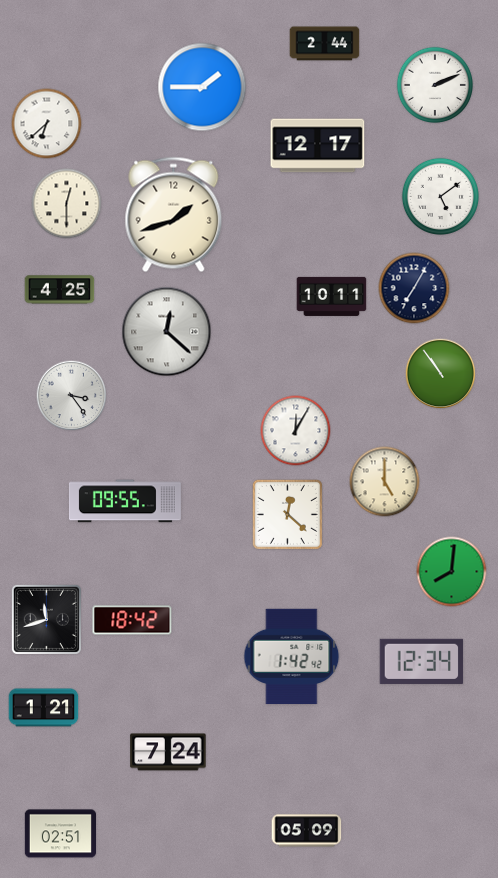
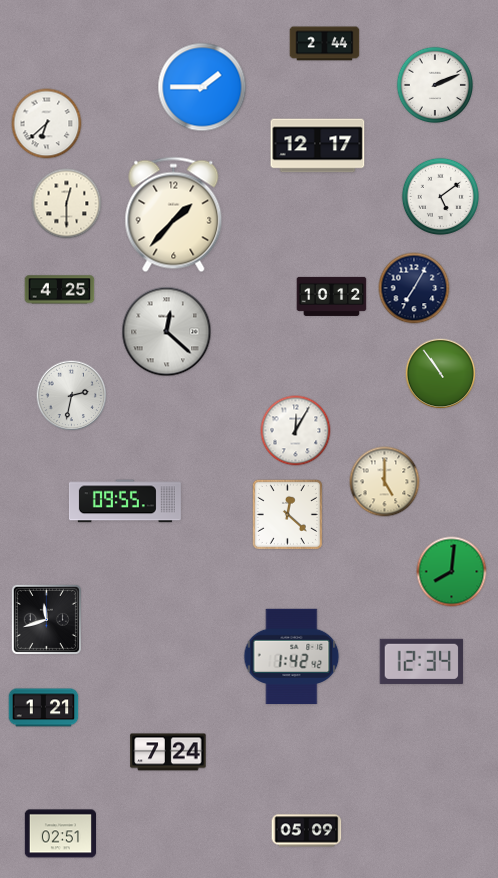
clock at (174, 215): 1:42 -> 1:37
clock at (332, 296): 10:11 -> 10:12
clock at (72, 396): 3:24 -> 2:32
clock at (132, 620): 18:42 -> none
